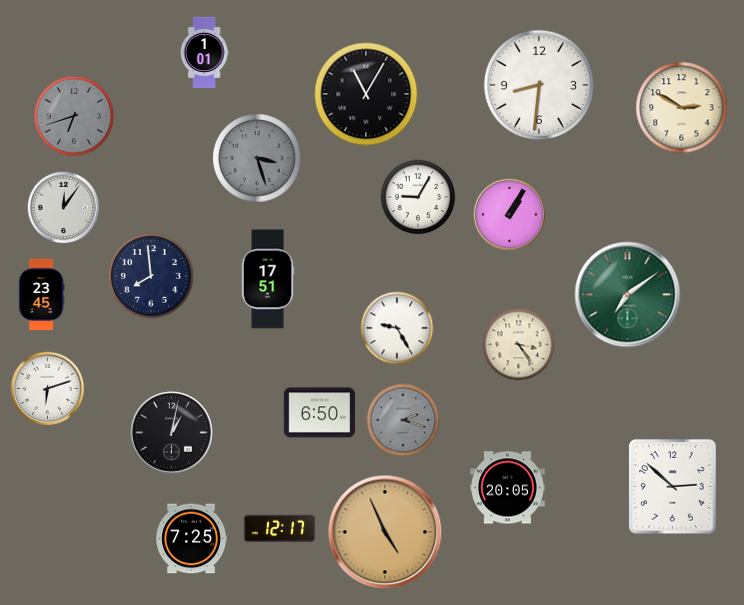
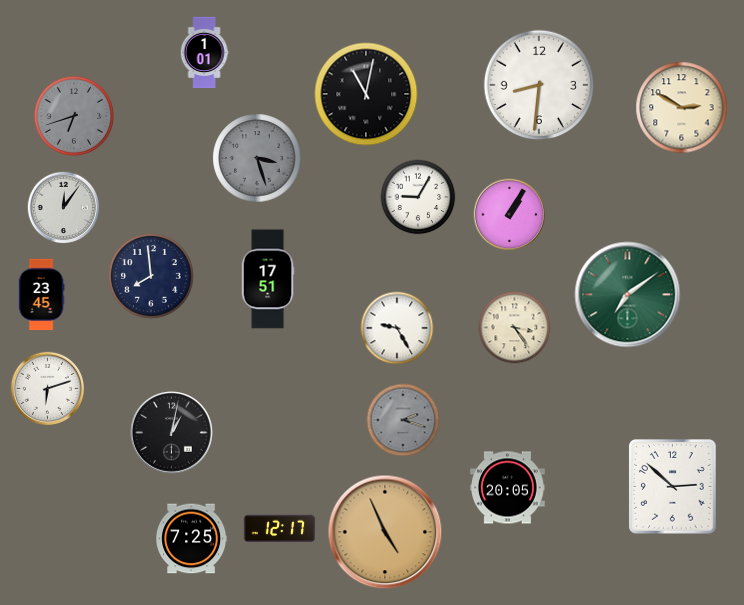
clock at (366, 94): 11:05 -> 11:02
clock at (519, 345) position: (519, 345) -> (515, 328)
clock at (320, 413): 6:50 -> none
